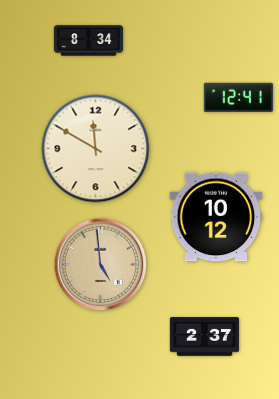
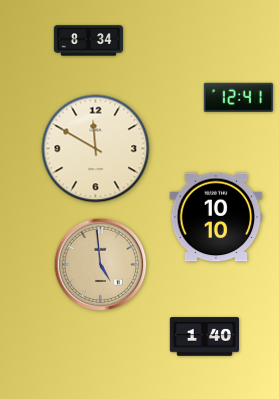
clock at (216, 217): 10:12 -> 10:10
clock at (204, 337): 2:37 -> 1:40
